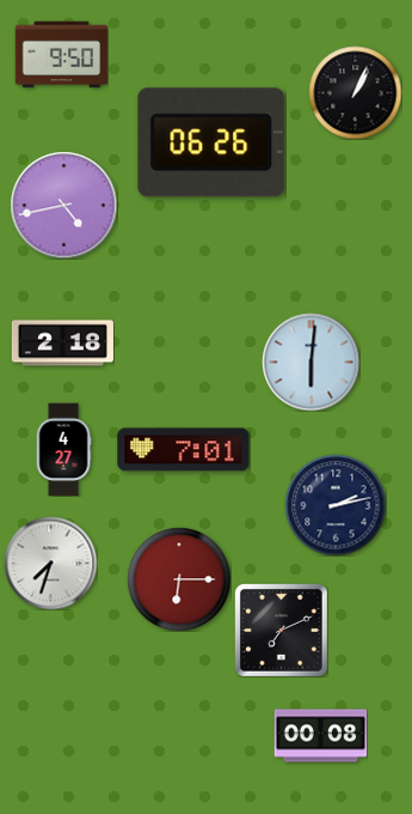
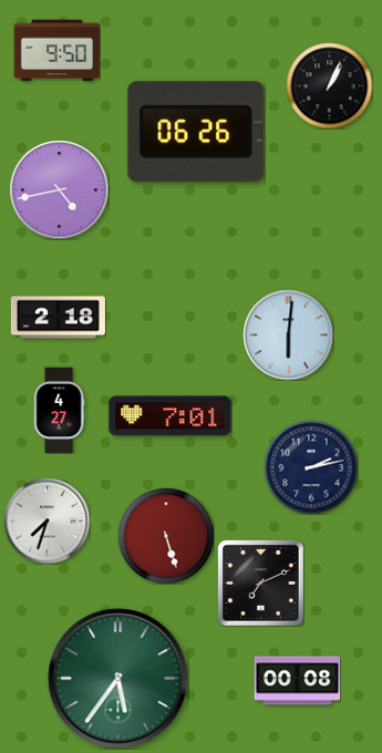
clock at (63, 449) position: (63, 449) -> (59, 410)
clock at (179, 579): 6:15 -> 5:27
clock at (118, 679): none -> 5:36
